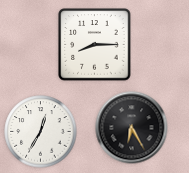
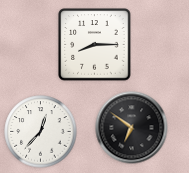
clock at (132, 128): 6:25 -> 6:51
clock at (41, 132): 12:35 -> 12:37
